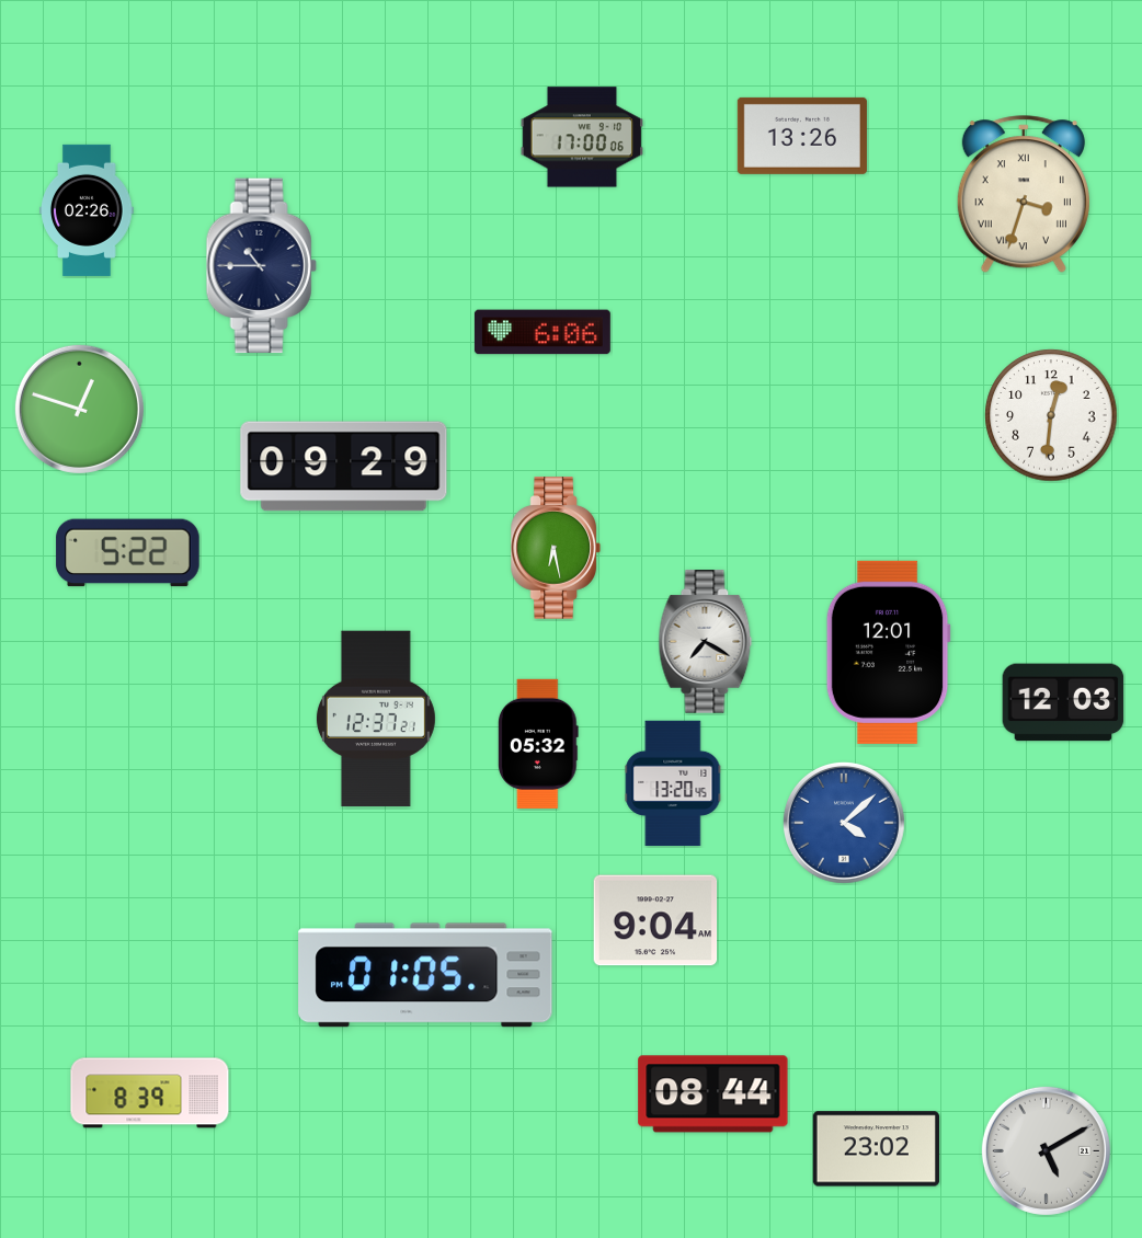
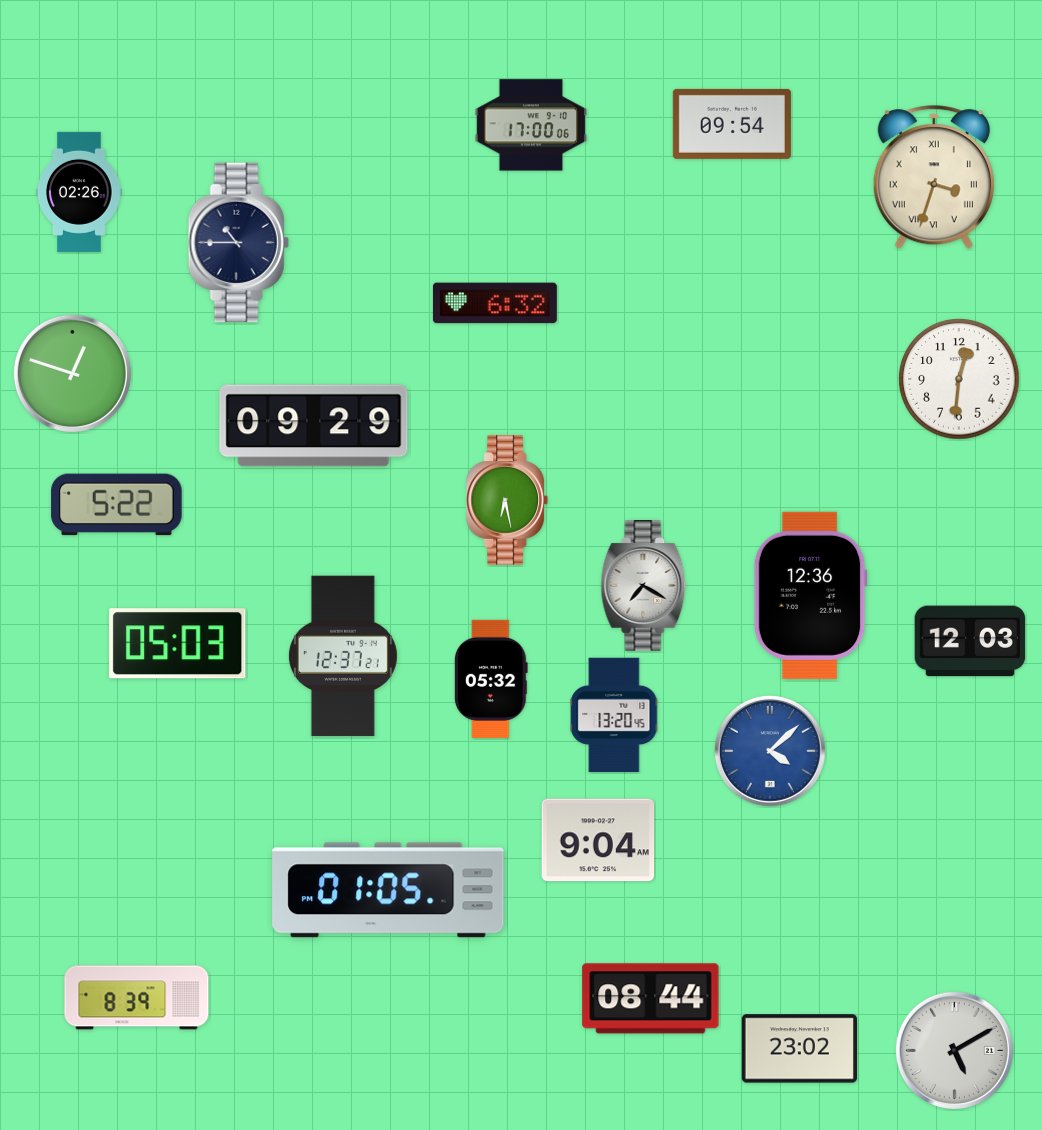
clock at (802, 136): 13:26 -> 09:54
clock at (543, 332): 6:06 -> 6:32
clock at (888, 652): 12:01 -> 12:36
clock at (178, 644): none -> 05:03
